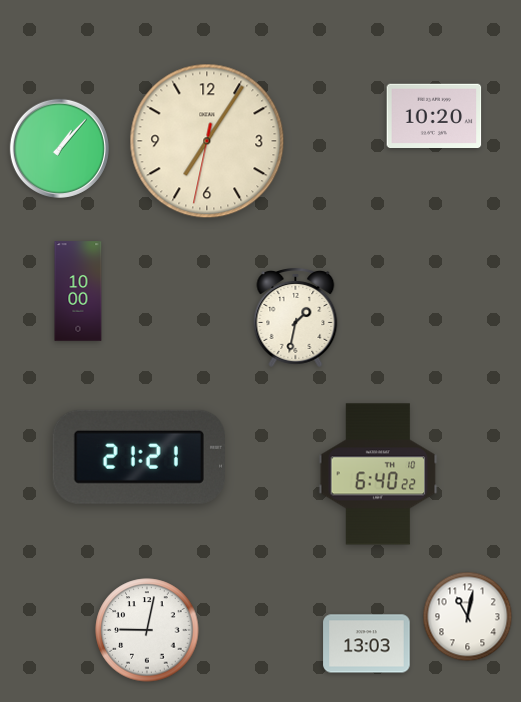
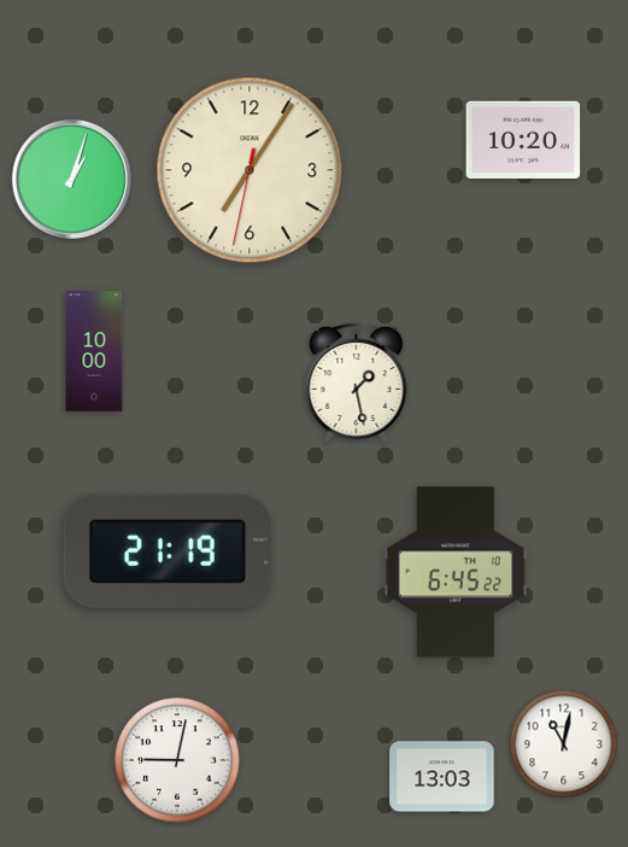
clock at (59, 148): 1:07 -> 1:03
clock at (296, 318): 1:32 -> 1:28
clock at (139, 457): 21:21 -> 21:19
clock at (378, 474): 6:40 -> 6:45
